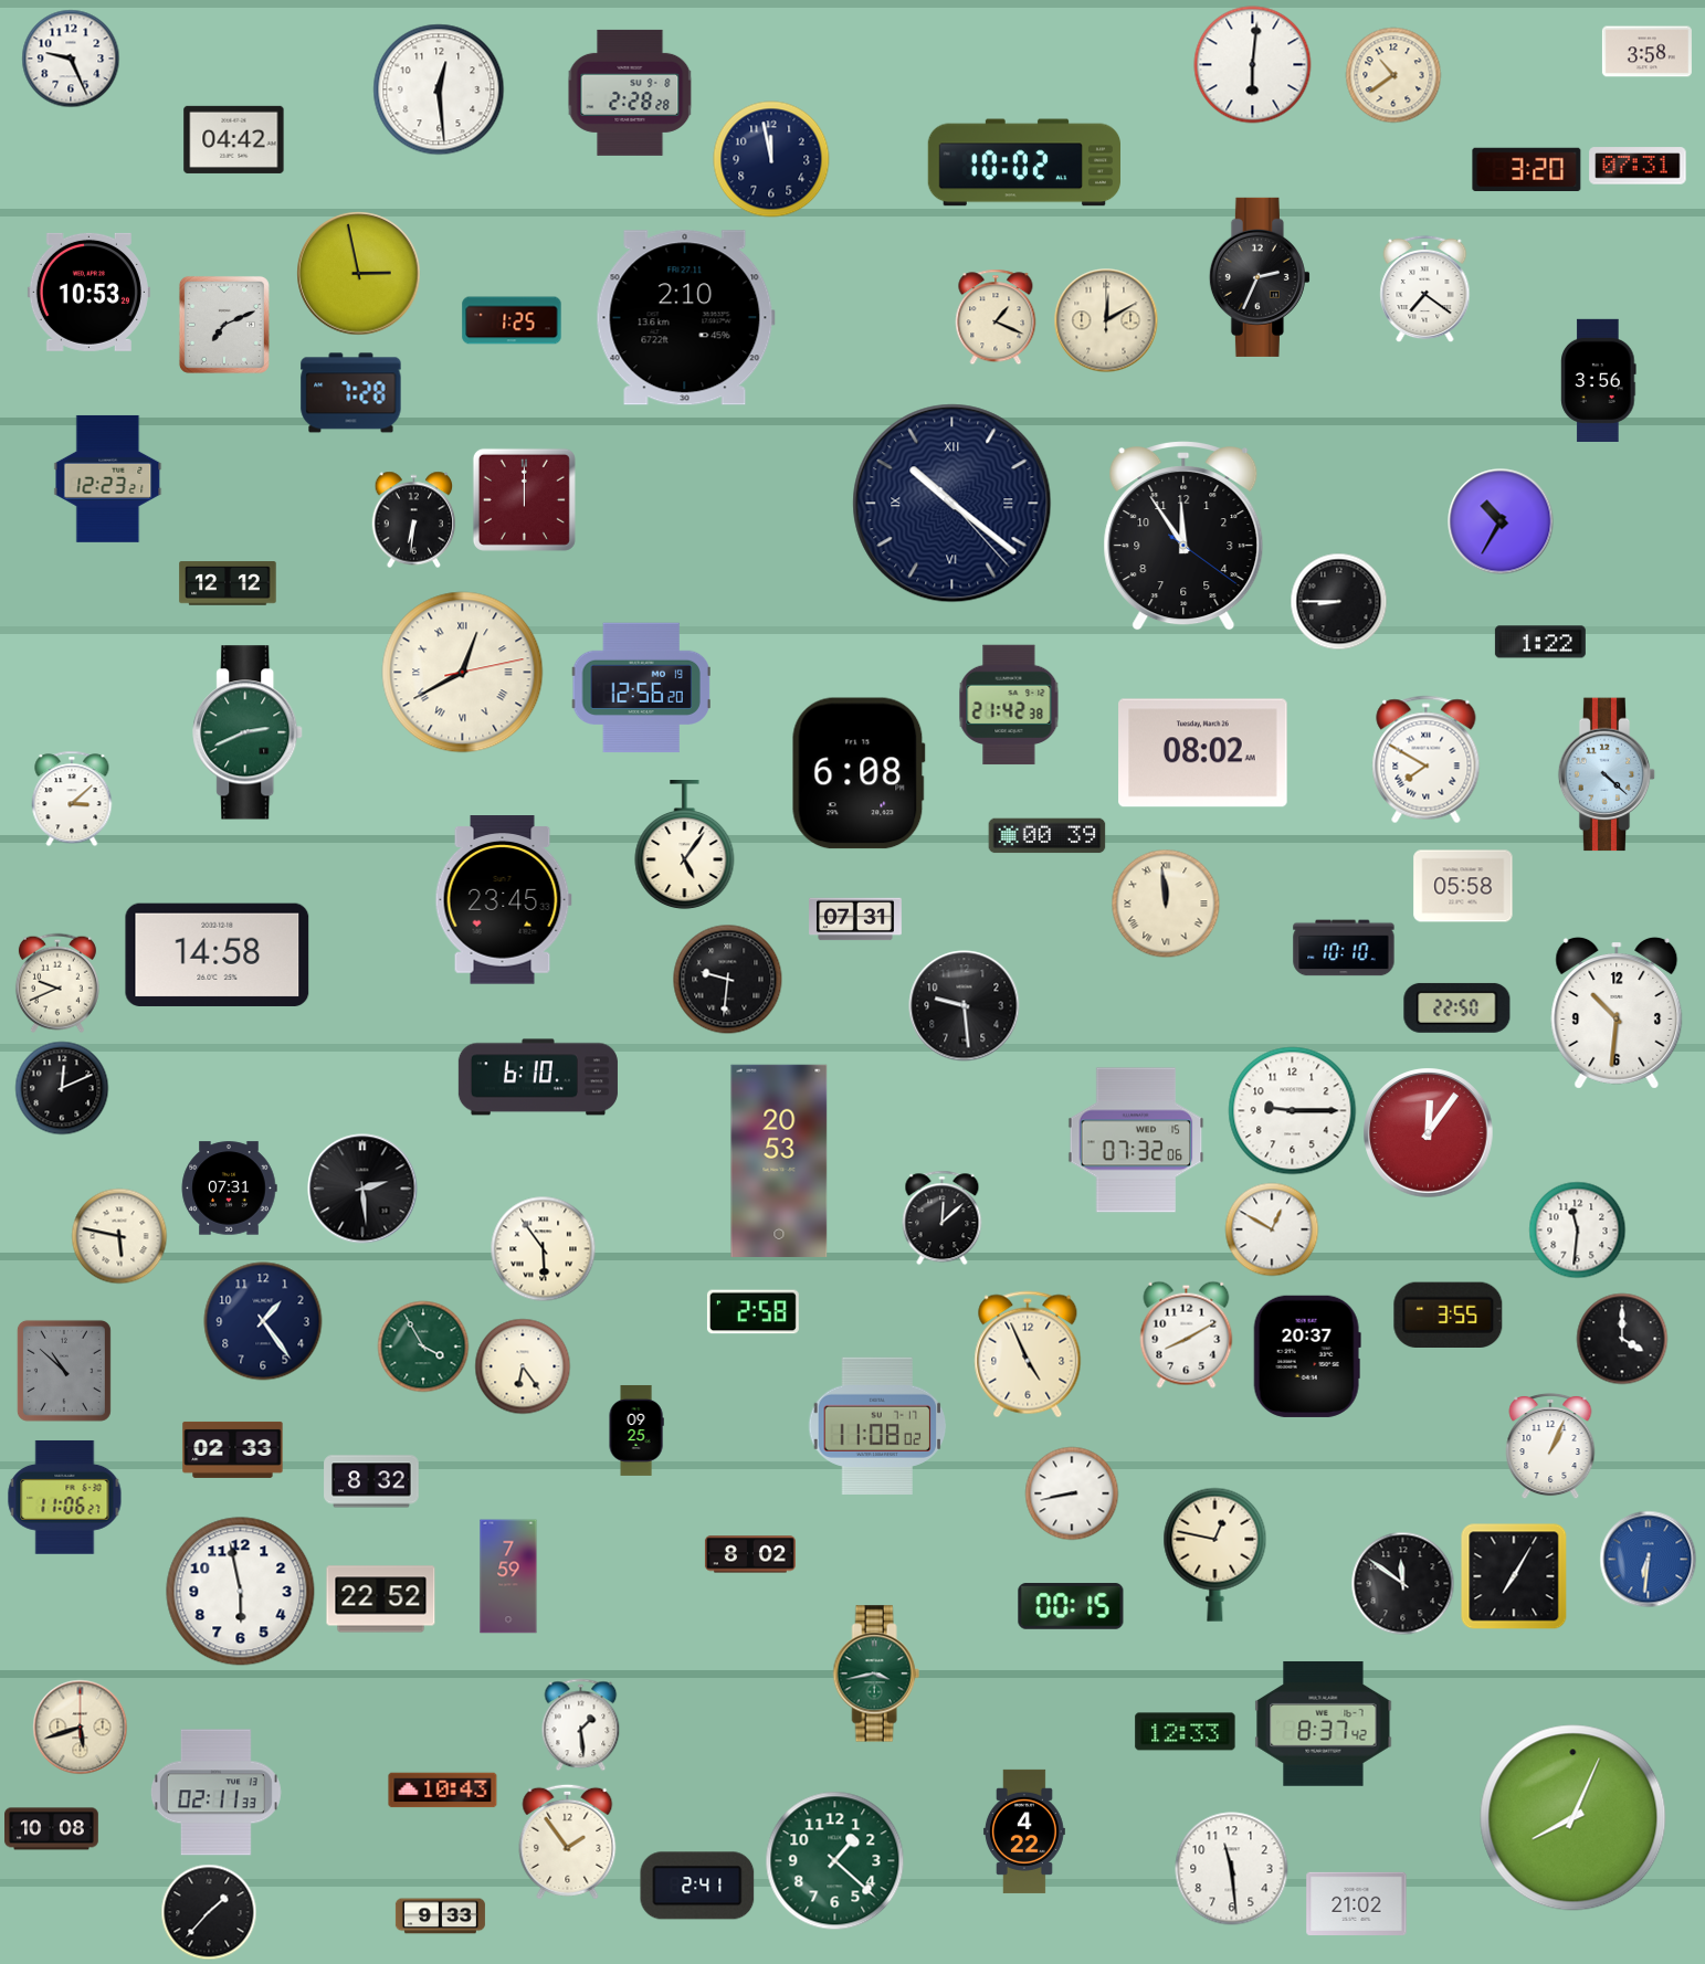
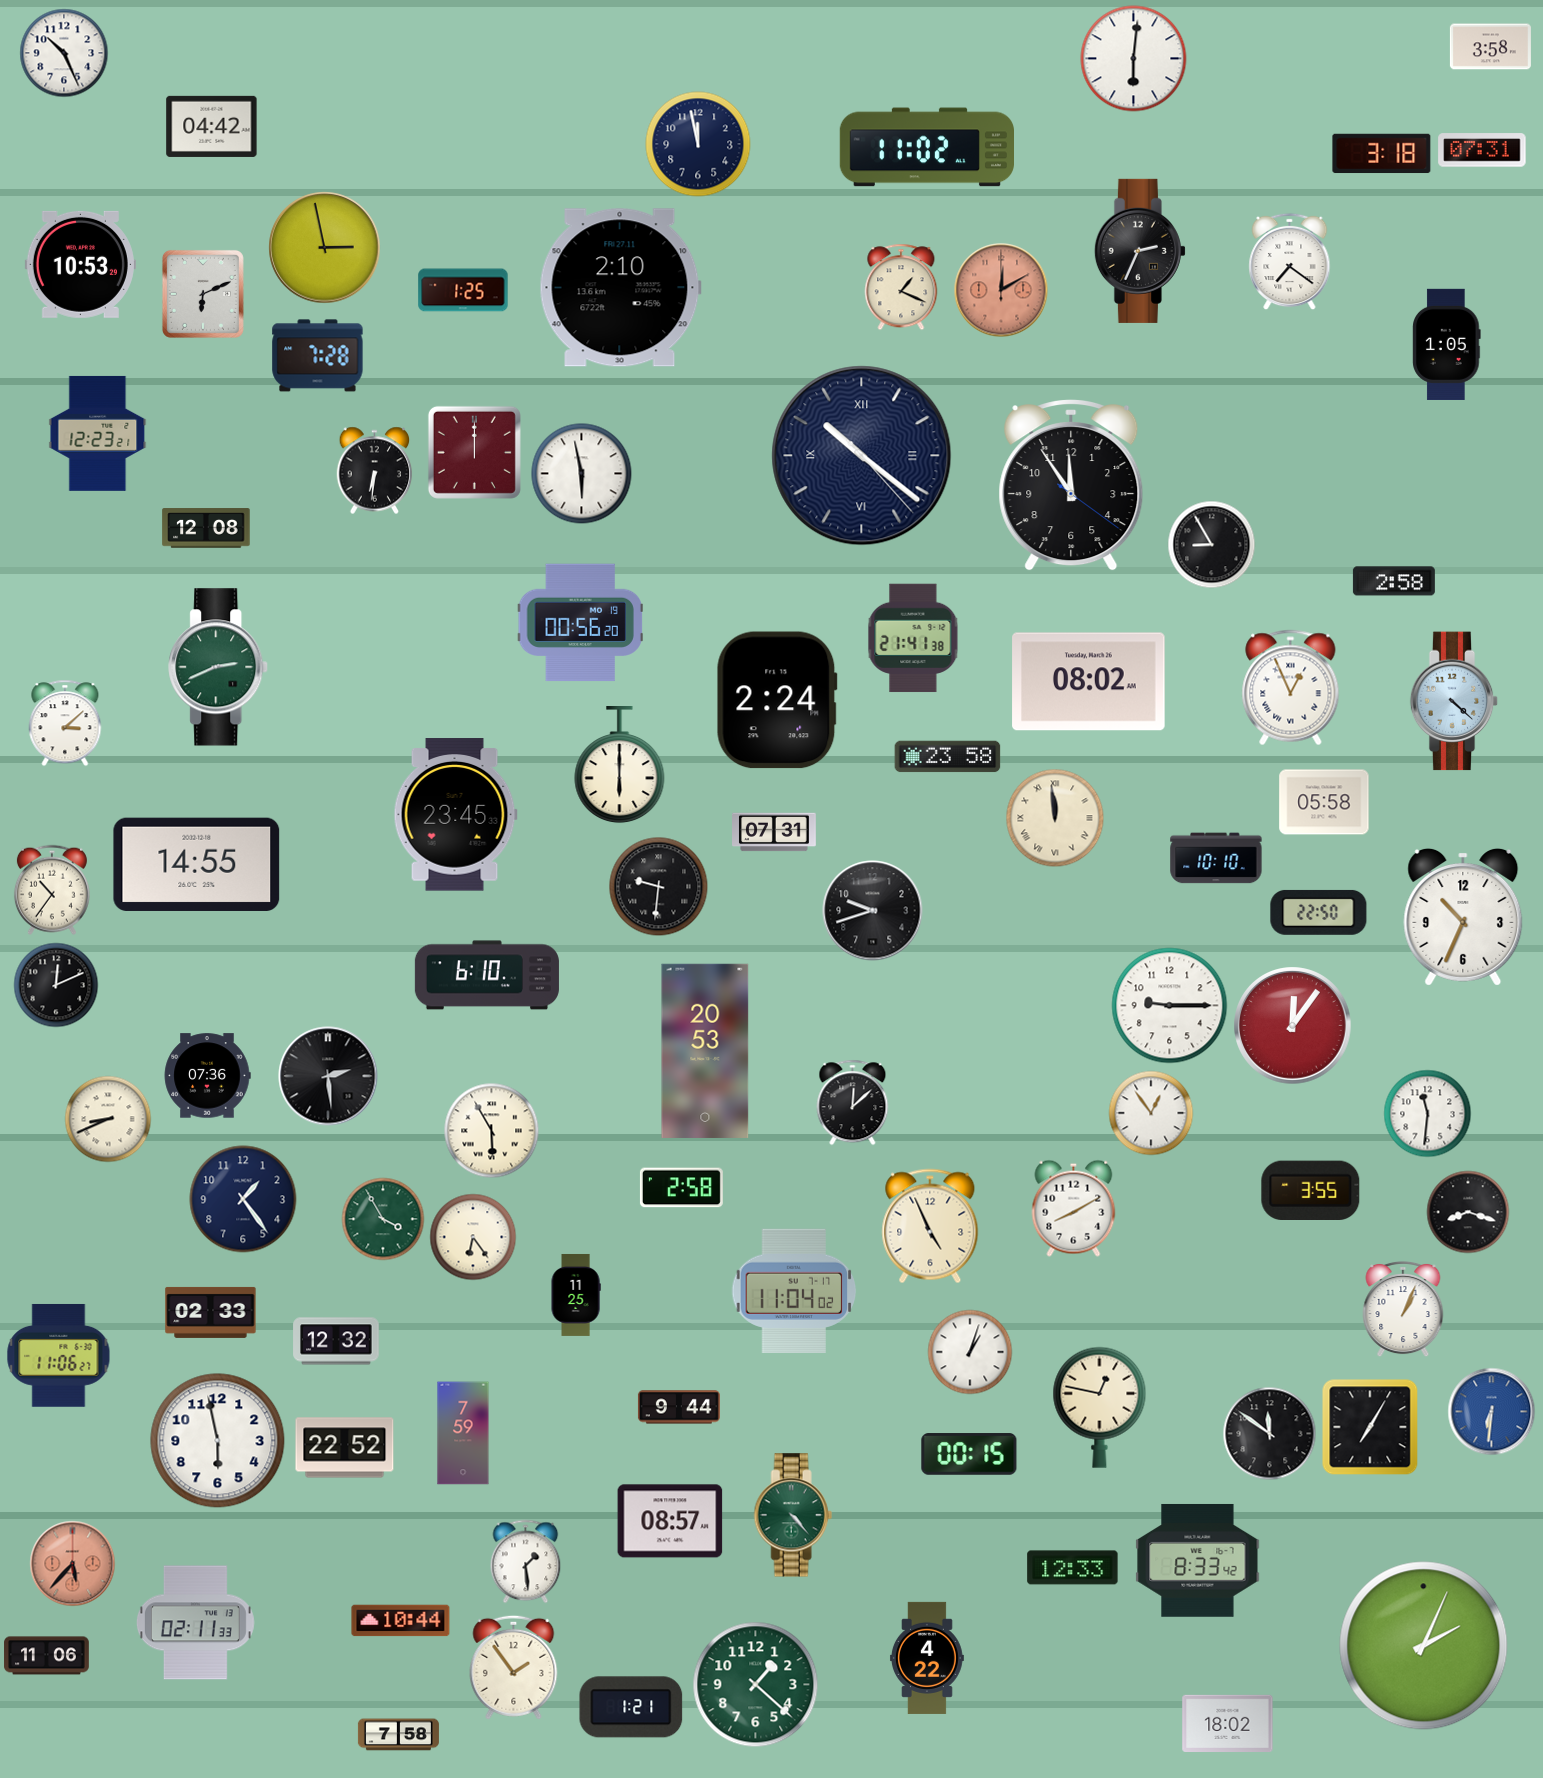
clock at (71, 59): 9:26 -> 10:26
clock at (1393, 75): 10:39 -> none
clock at (439, 89): 12:29 -> none
clock at (630, 93): 2:28 -> none
clock at (1023, 162): 10:02 -> 11:02
clock at (1527, 170): 3:20 -> 3:18
clock at (1106, 320) dial: cream -> salmon
clock at (224, 325): 7:11 -> 6:11
clock at (1599, 380): 3:56 -> 1:05
clock at (1501, 521): 10:35 -> none
clock at (582, 474): none -> 5:58
clock at (228, 583): 12:12 -> 12:08
clock at (1339, 602): 8:45 -> 8:55
clock at (1540, 642): 1:22 -> 2:58
clock at (463, 673): 12:40 -> none
clock at (641, 688): 12:56 -> 00:56
clock at (1009, 705): 21:42 -> 21:41
clock at (249, 732) position: (249, 732) -> (219, 667)
clock at (1427, 760): 7:50 -> 12:56
clock at (859, 773): 6:08 -> 2:24
clock at (1048, 836): 00:39 -> 23:58
clock at (685, 846): 5:06 -> 6:00
clock at (218, 954): 14:58 -> 14:55
clock at (57, 983): 9:41 -> 10:36
clock at (965, 1006): 9:29 -> 9:42
clock at (1617, 1013): 10:31 -> 10:34
clock at (1136, 1140): 07:32 -> none
clock at (229, 1189): 07:31 -> 07:36
clock at (1272, 1229): 12:50 -> 12:54
clock at (119, 1236): 5:47 -> 8:41
clock at (544, 1249): 5:54 -> 5:55
clock at (263, 1321) position: (263, 1321) -> (243, 1199)
clock at (1622, 1339): 4:00 -> 8:18
clock at (1307, 1356): 20:37 -> none
clock at (64, 1371): 10:52 -> none
clock at (877, 1425): 11:08 -> 11:04
clock at (636, 1430): 09:25 -> 11:25
clock at (371, 1481): 8:32 -> 12:32
clock at (1072, 1493): 8:43 -> 1:03
clock at (750, 1554): 8:02 -> 9:44
clock at (508, 1576) position: (508, 1576) -> (463, 1433)
clock at (876, 1673): 3:43 -> 4:23
clock at (670, 1521): none -> 08:57
clock at (1324, 1723): 8:37 -> 8:33
clock at (81, 1728): 5:42 -> 5:37
clock at (81, 1728) dial: cream -> salmon
clock at (443, 1791): 10:43 -> 10:44
clock at (1574, 1818): 8:04 -> 2:04
clock at (52, 1829): 10:08 -> 11:06
clock at (1232, 1869): 11:29 -> none
clock at (697, 1886): 2:41 -> 1:21
clock at (1357, 1903): 21:02 -> 18:02
clock at (209, 1912): 1:37 -> none
clock at (440, 1917): 9:33 -> 7:58
